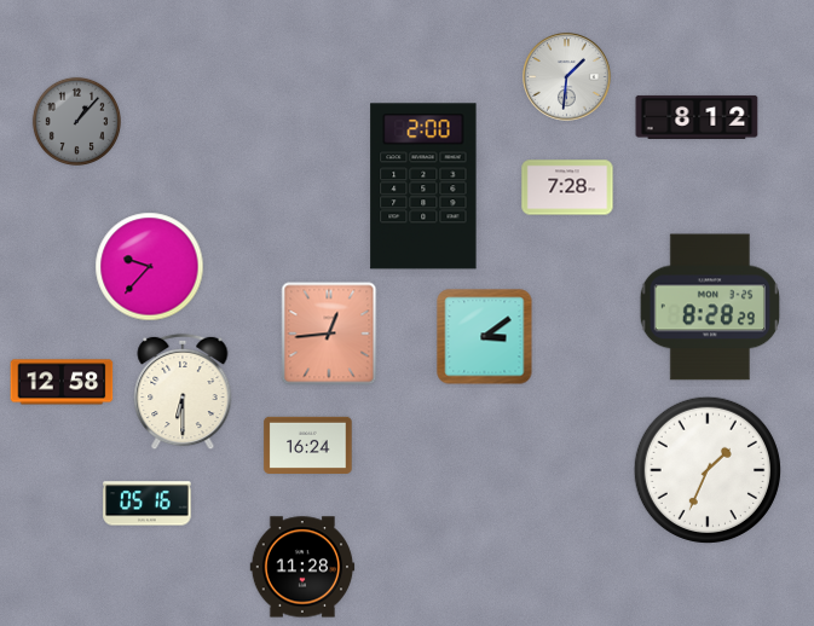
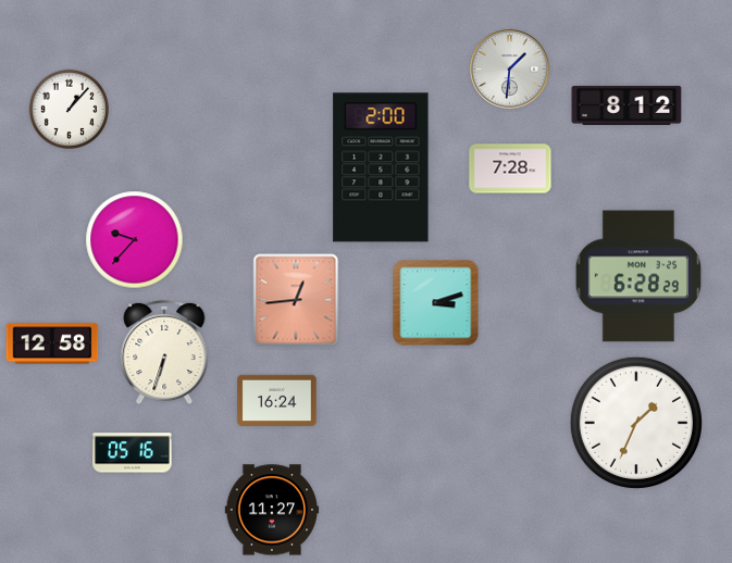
clock at (76, 121) dial: grey -> white
clock at (709, 307): 8:28 -> 6:28
clock at (485, 337): 3:09 -> 3:12
clock at (62, 382) position: (62, 382) -> (52, 343)
clock at (183, 392): 6:30 -> 6:33
clock at (302, 567): 11:28 -> 11:27
